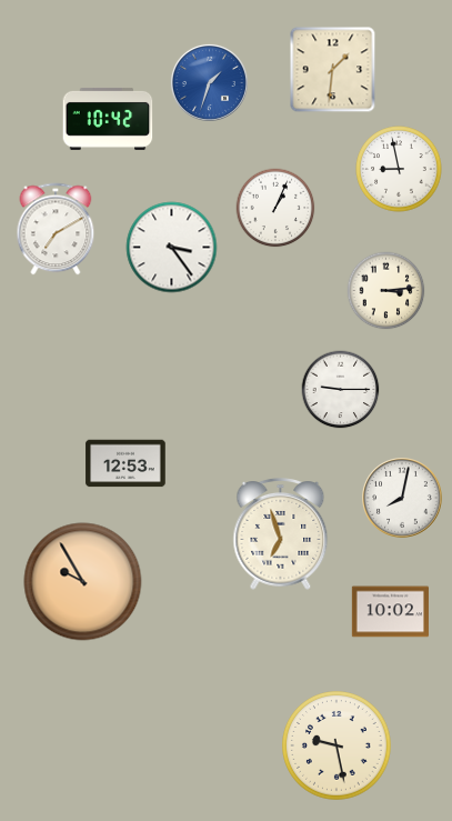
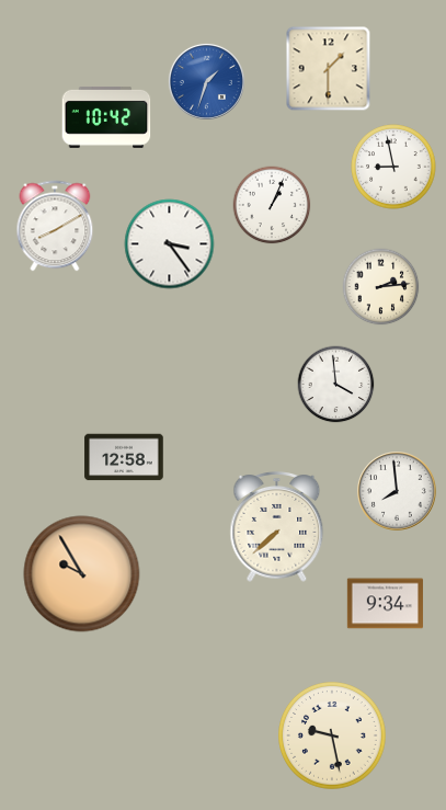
clock at (333, 70): 1:31 -> 1:30
clock at (56, 229): 7:10 -> 8:10
clock at (386, 291): 3:14 -> 2:14
clock at (341, 390): 9:15 -> 3:59
clock at (125, 463): 12:53 -> 12:58
clock at (403, 499): 8:02 -> 7:59
clock at (281, 534): 6:57 -> 7:38
clock at (390, 612): 10:02 -> 9:34
